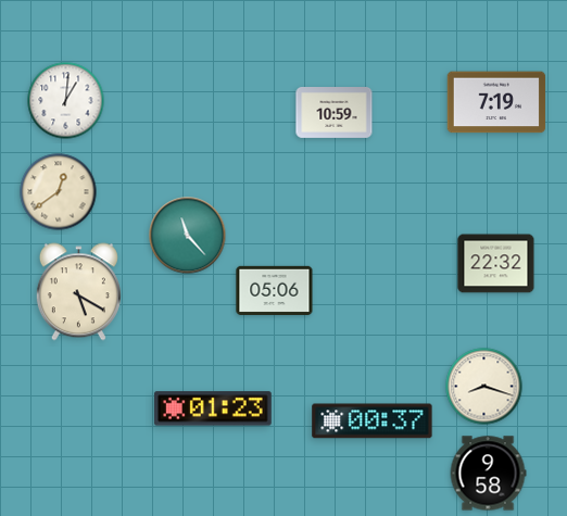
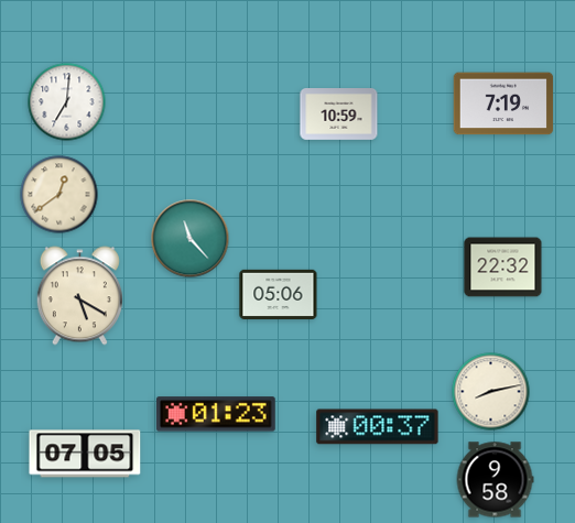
clock at (66, 101): 1:01 -> 7:01
clock at (484, 387): 8:18 -> 8:13
clock at (85, 454): none -> 07:05
